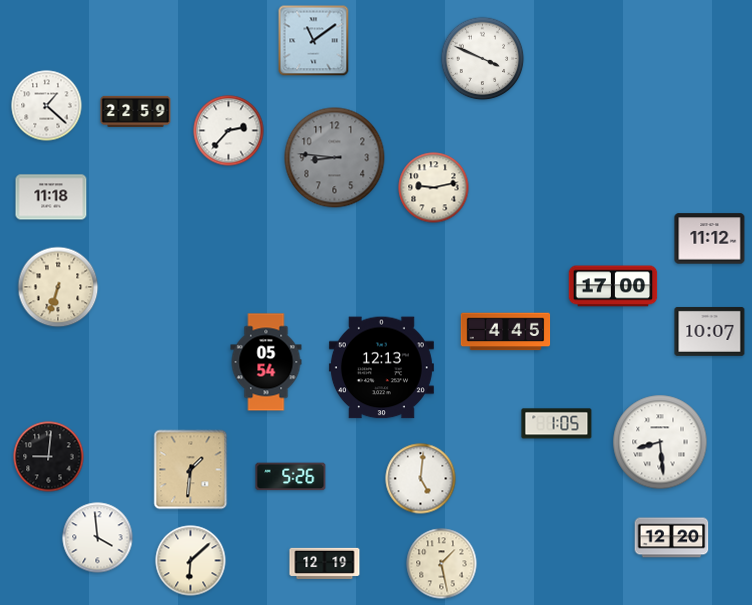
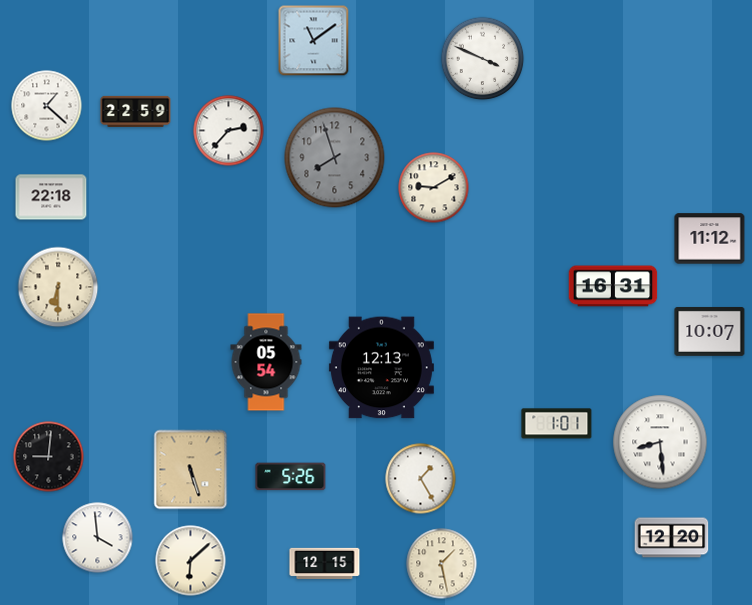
clock at (335, 158): 8:46 -> 7:57
clock at (434, 188): 9:13 -> 9:10
clock at (51, 197): 11:18 -> 22:18
clock at (613, 286): 17:00 -> 16:31
clock at (58, 287): 6:33 -> 6:30
clock at (506, 332): 4:45 -> none
clock at (557, 424): 1:05 -> 1:01
clock at (191, 470): 1:31 -> 5:27
clock at (421, 479): 5:01 -> 1:25
clock at (325, 563): 12:19 -> 12:15
